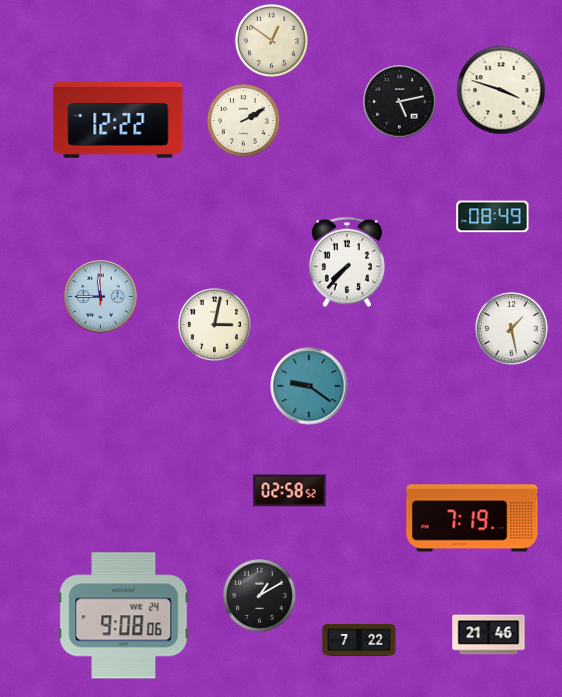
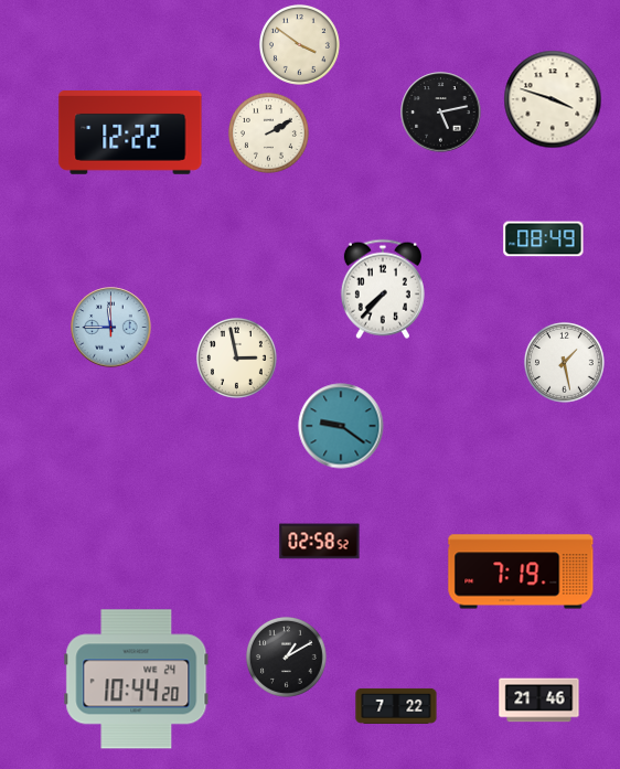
clock at (272, 41): 12:51 -> 3:51
clock at (215, 325): 3:02 -> 2:58
clock at (124, 616): 9:08 -> 10:44
